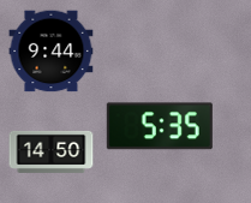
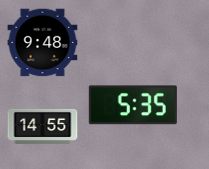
clock at (52, 52): 9:44 -> 9:48
clock at (52, 151): 14:50 -> 14:55
